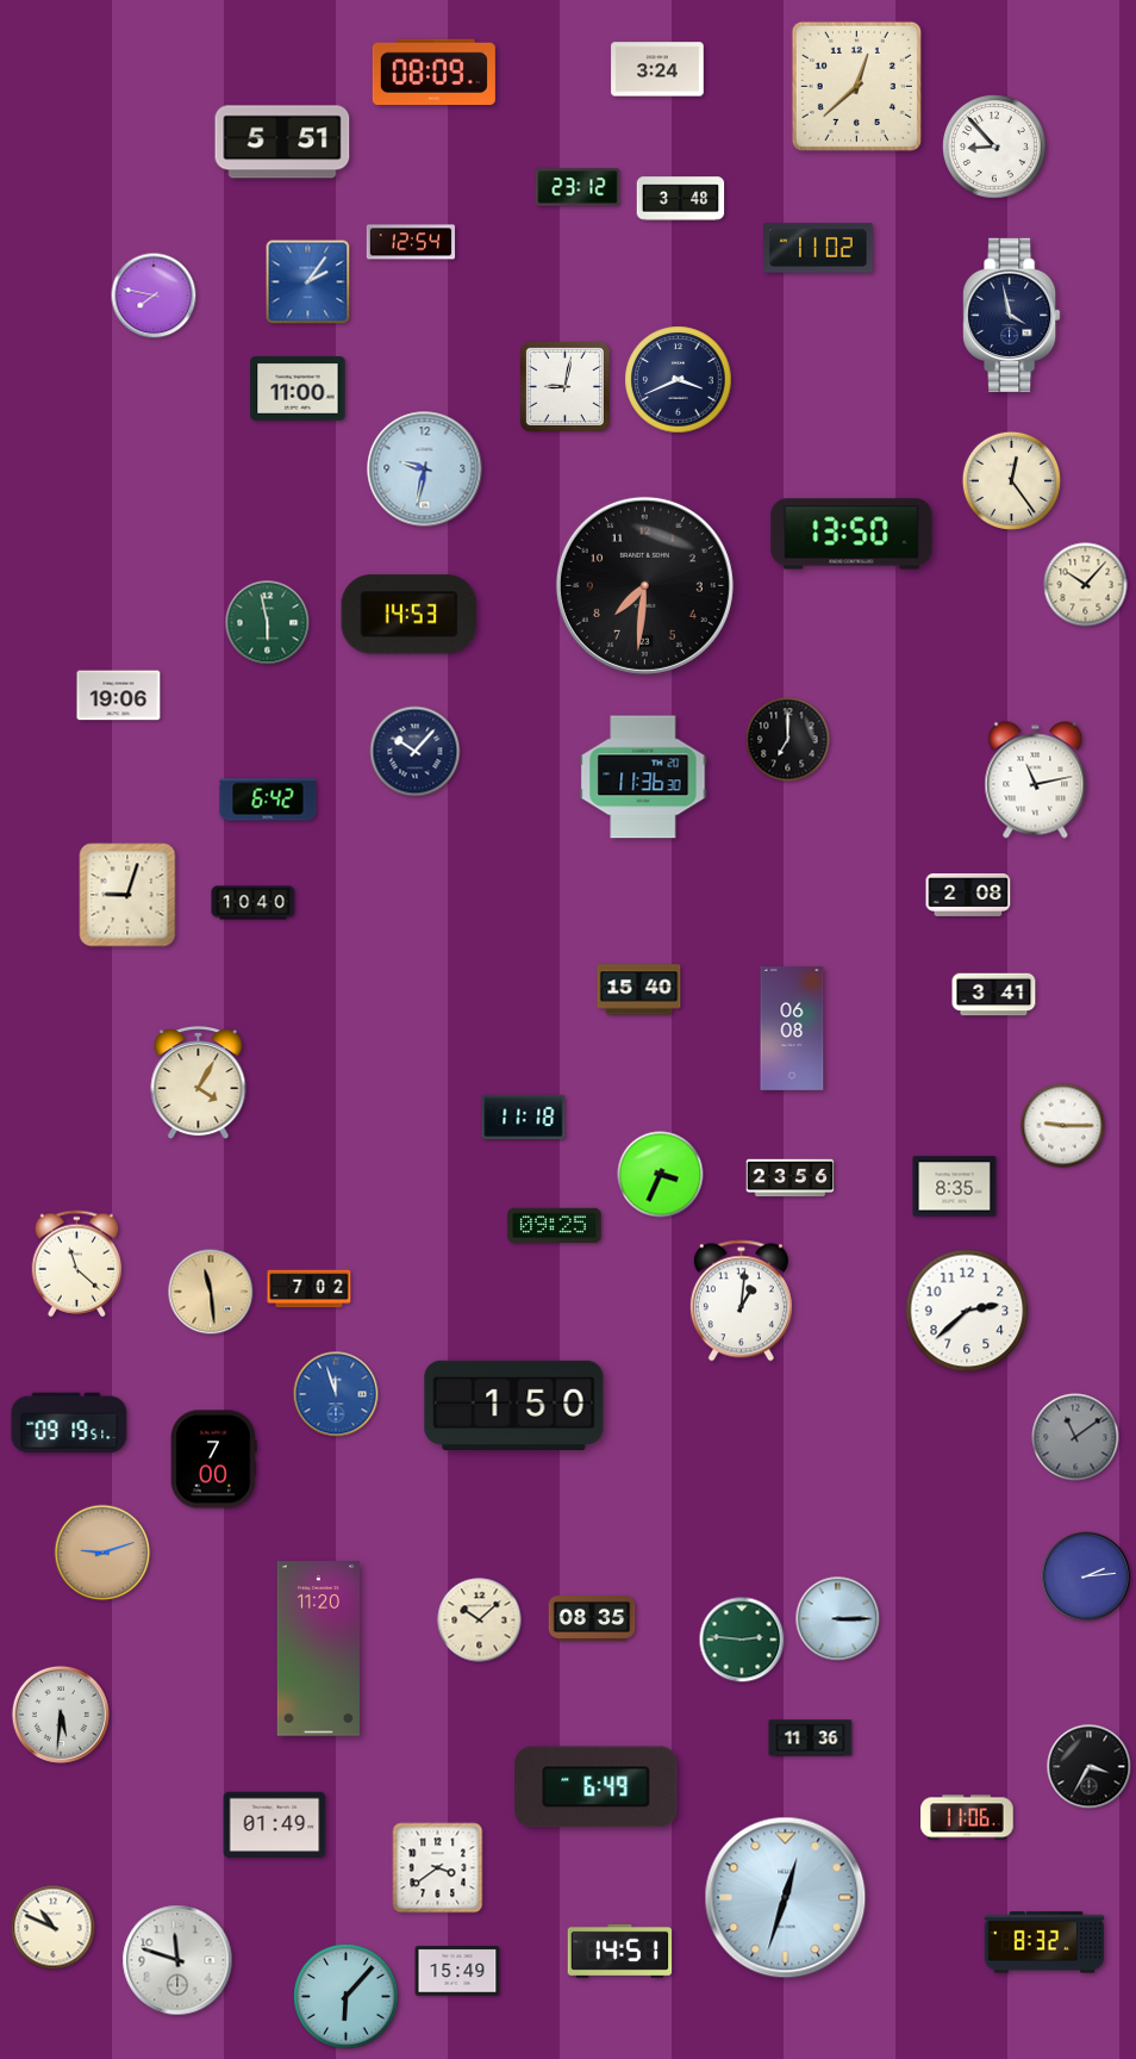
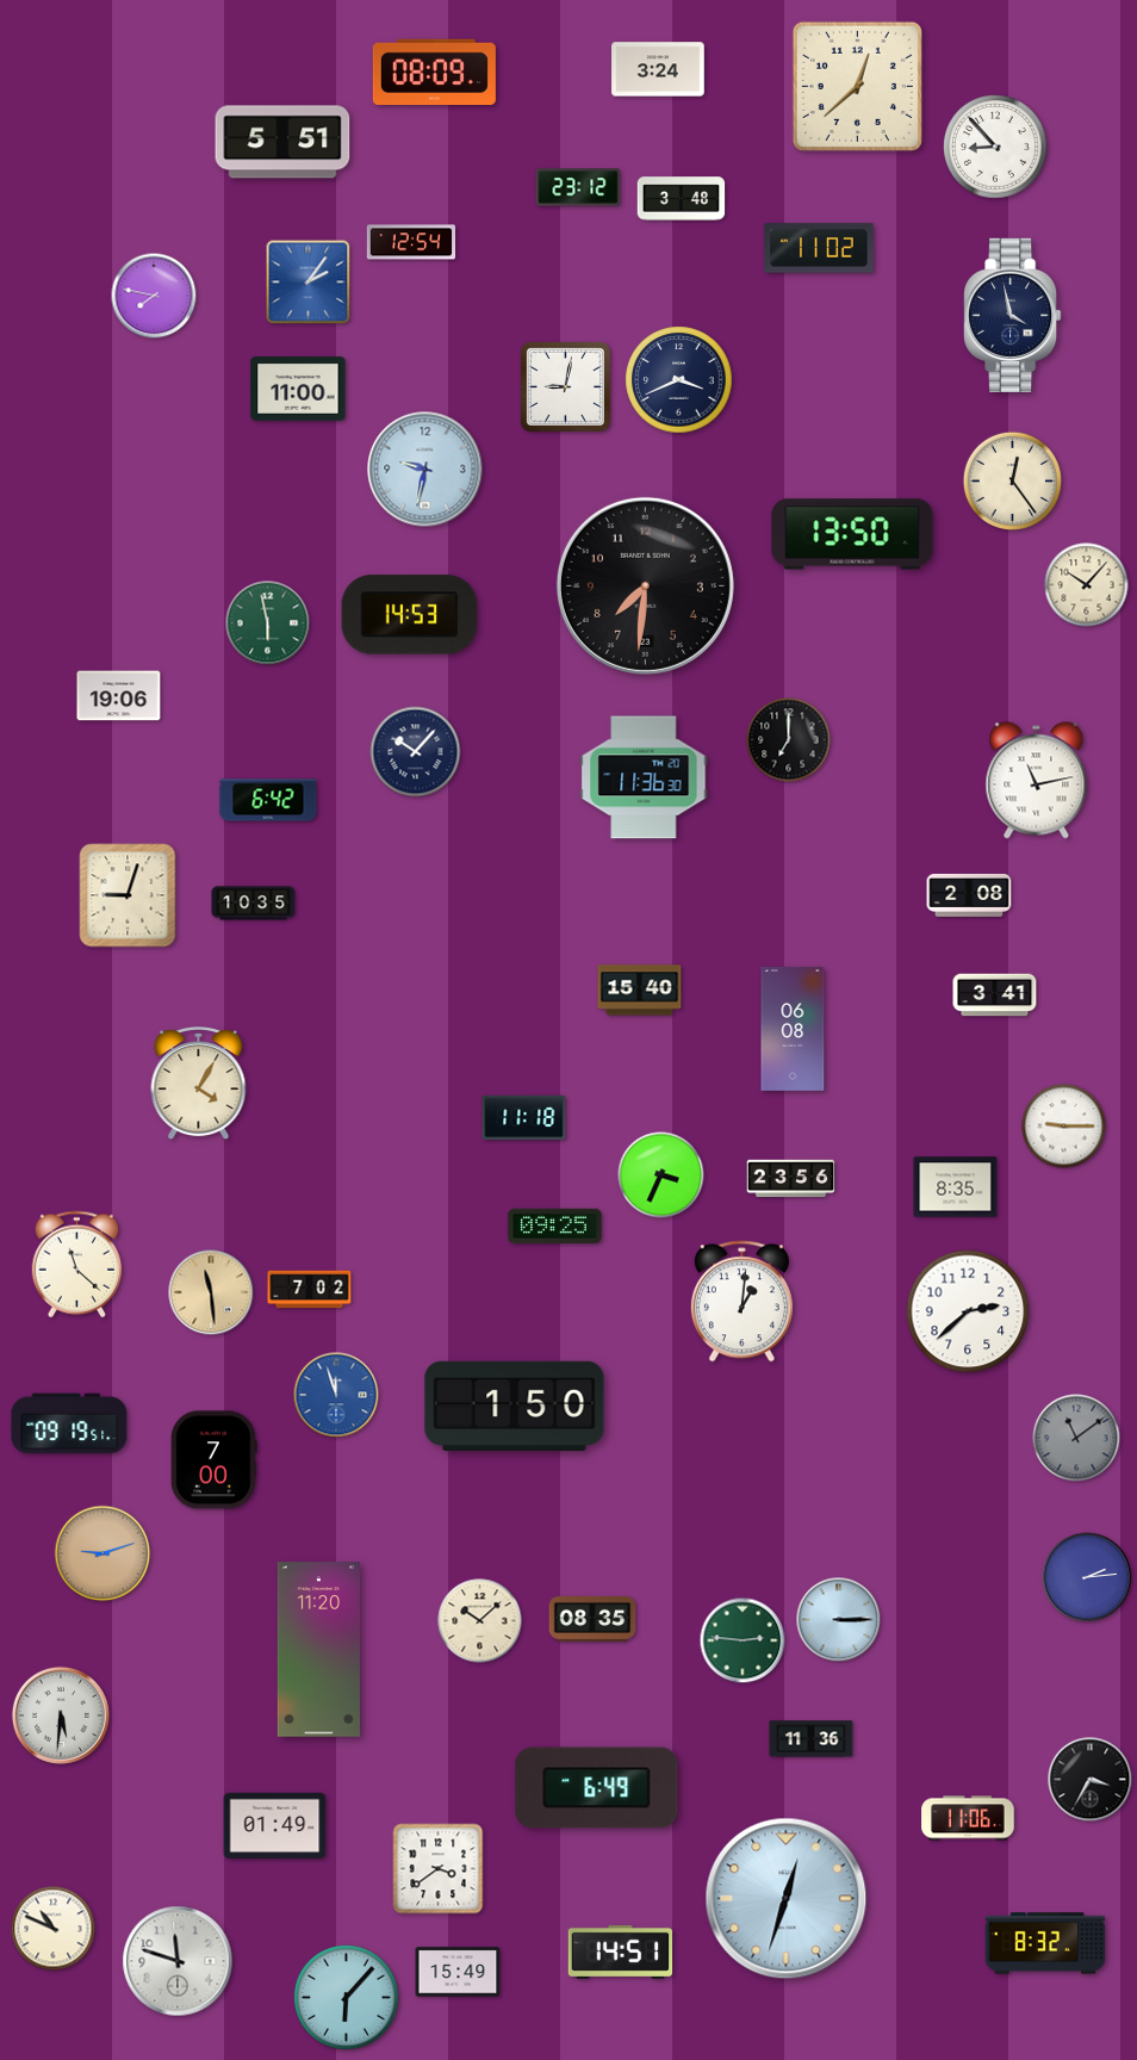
clock at (254, 903): 10:40 -> 10:35
clock at (1090, 1767) position: (1090, 1767) -> (1091, 1780)
